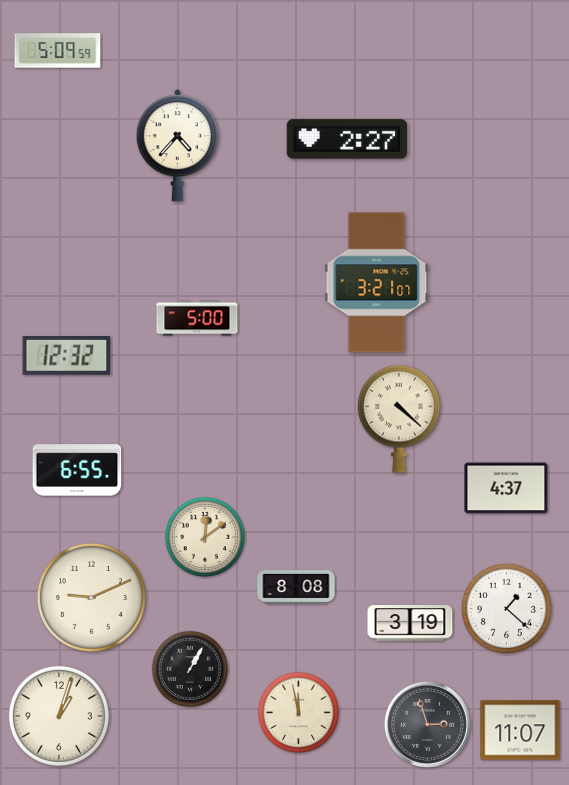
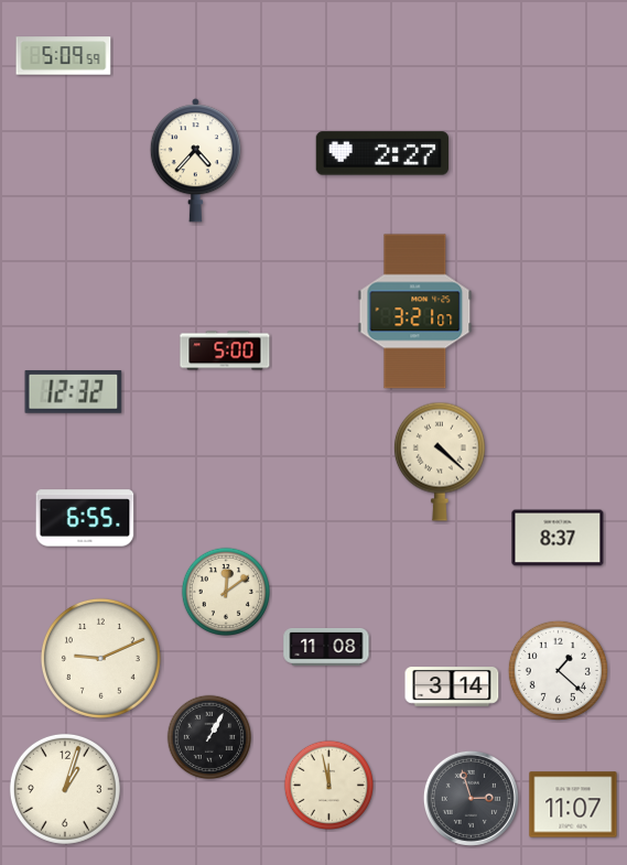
clock at (197, 318) position: (197, 318) -> (225, 350)
clock at (506, 488): 4:37 -> 8:37
clock at (296, 588): 8:08 -> 11:08
clock at (410, 623): 3:19 -> 3:14
